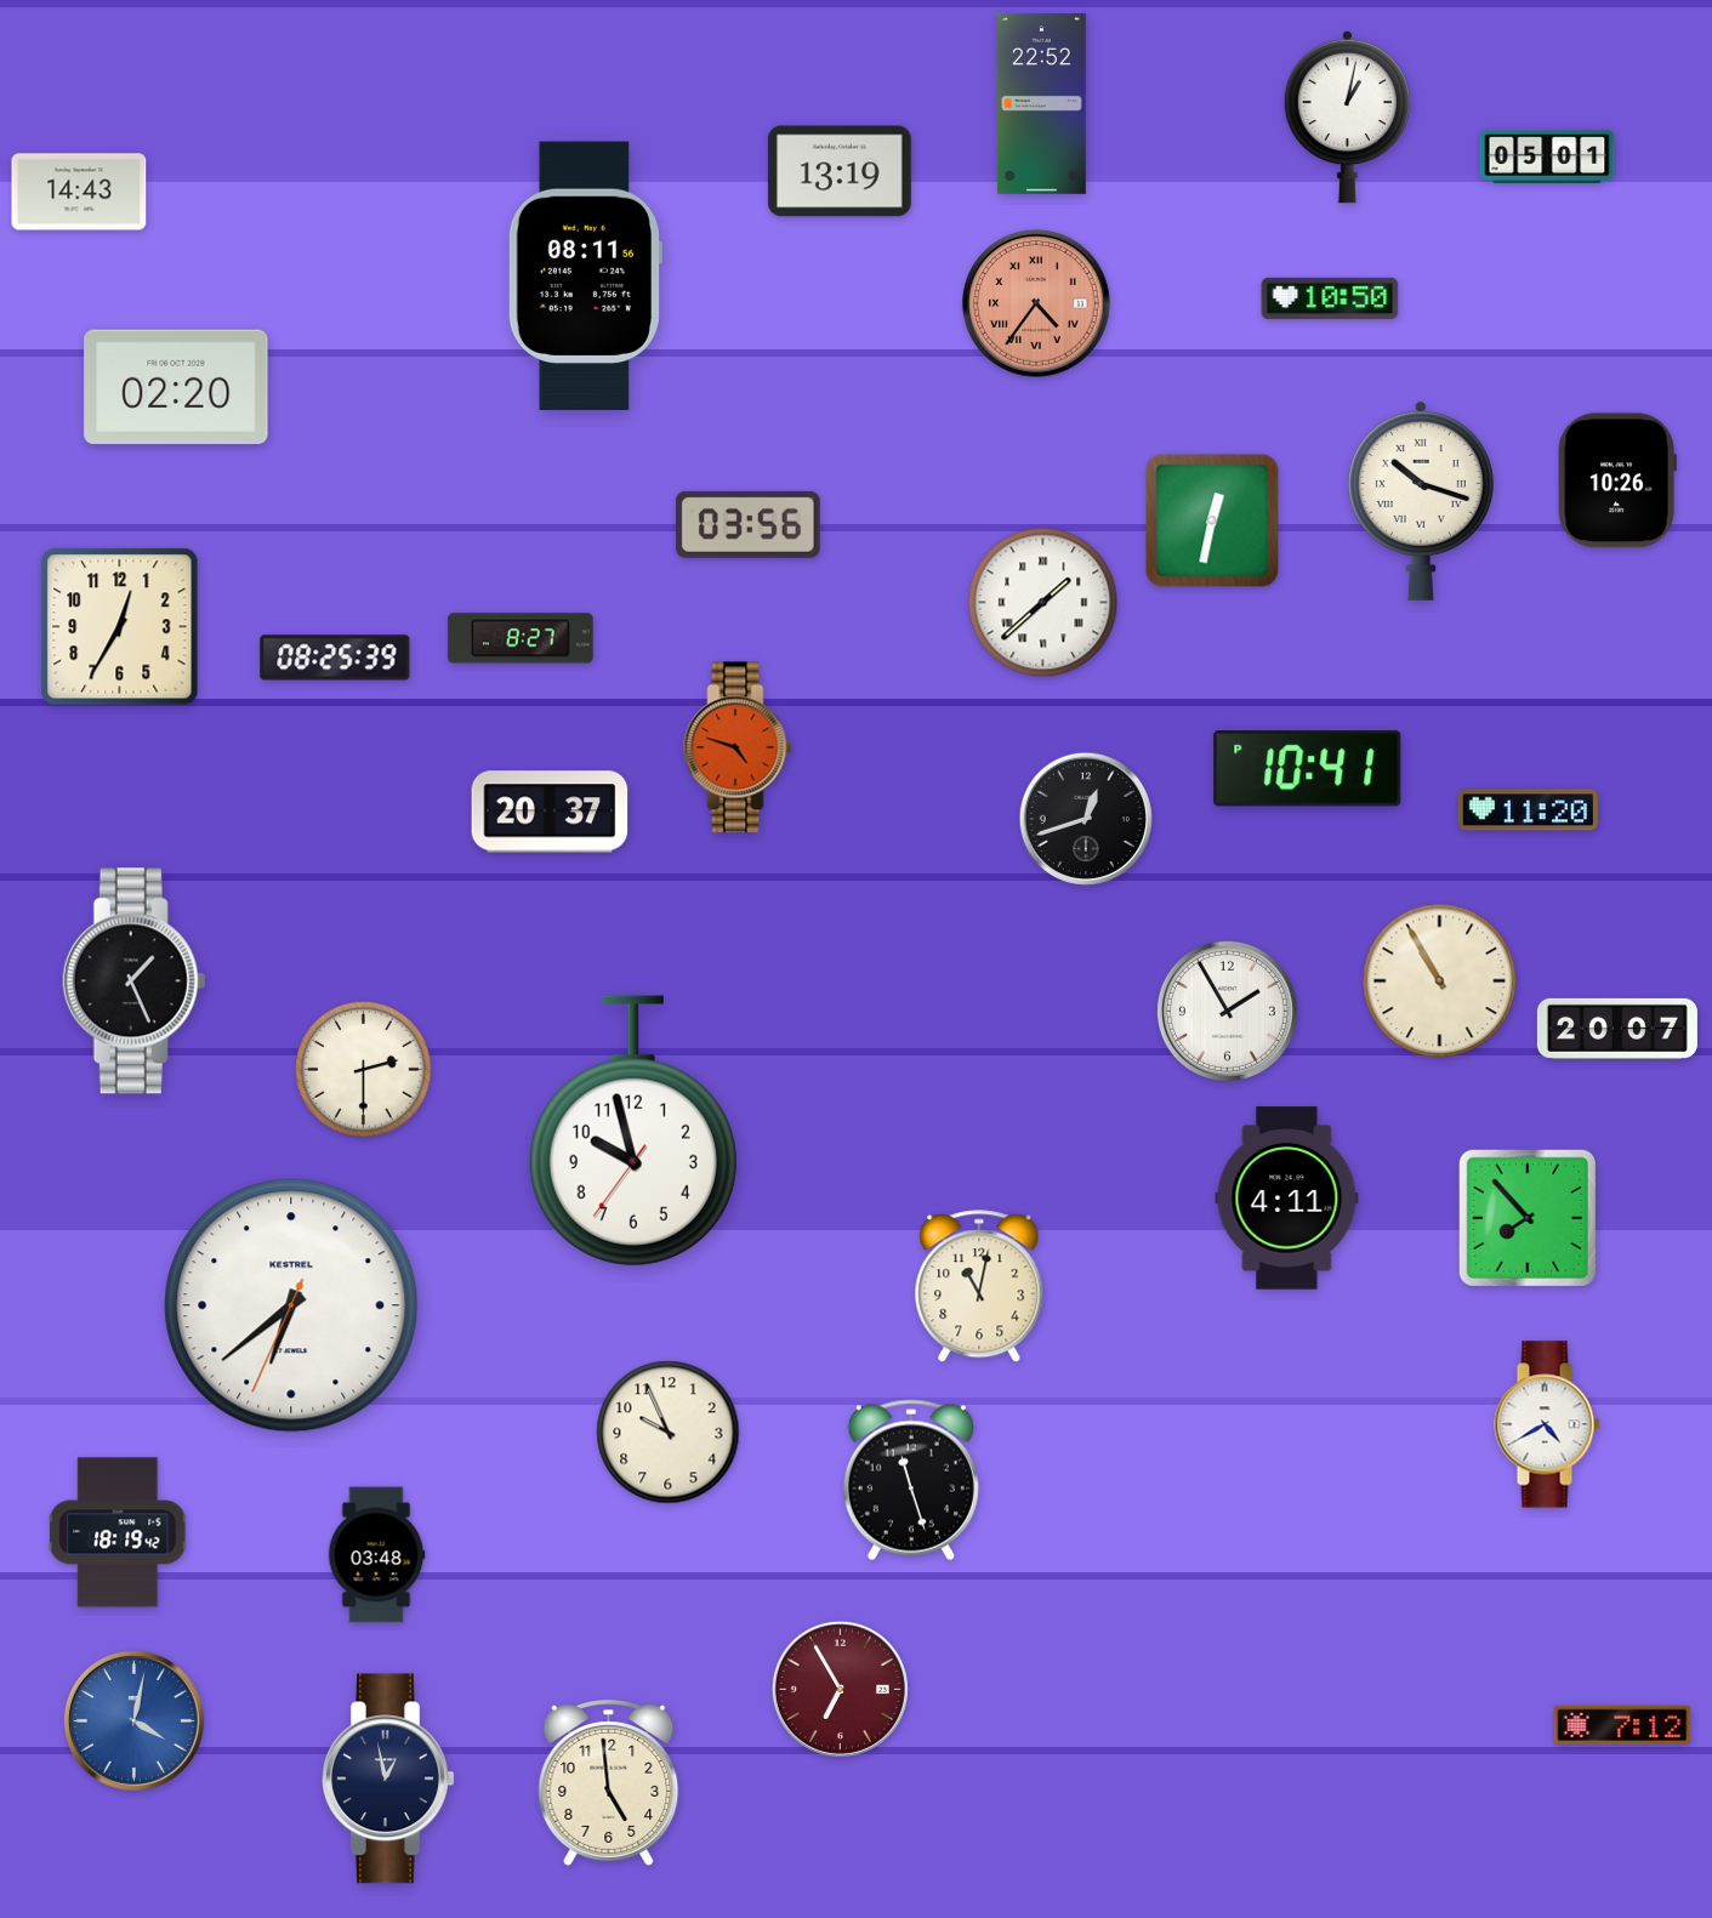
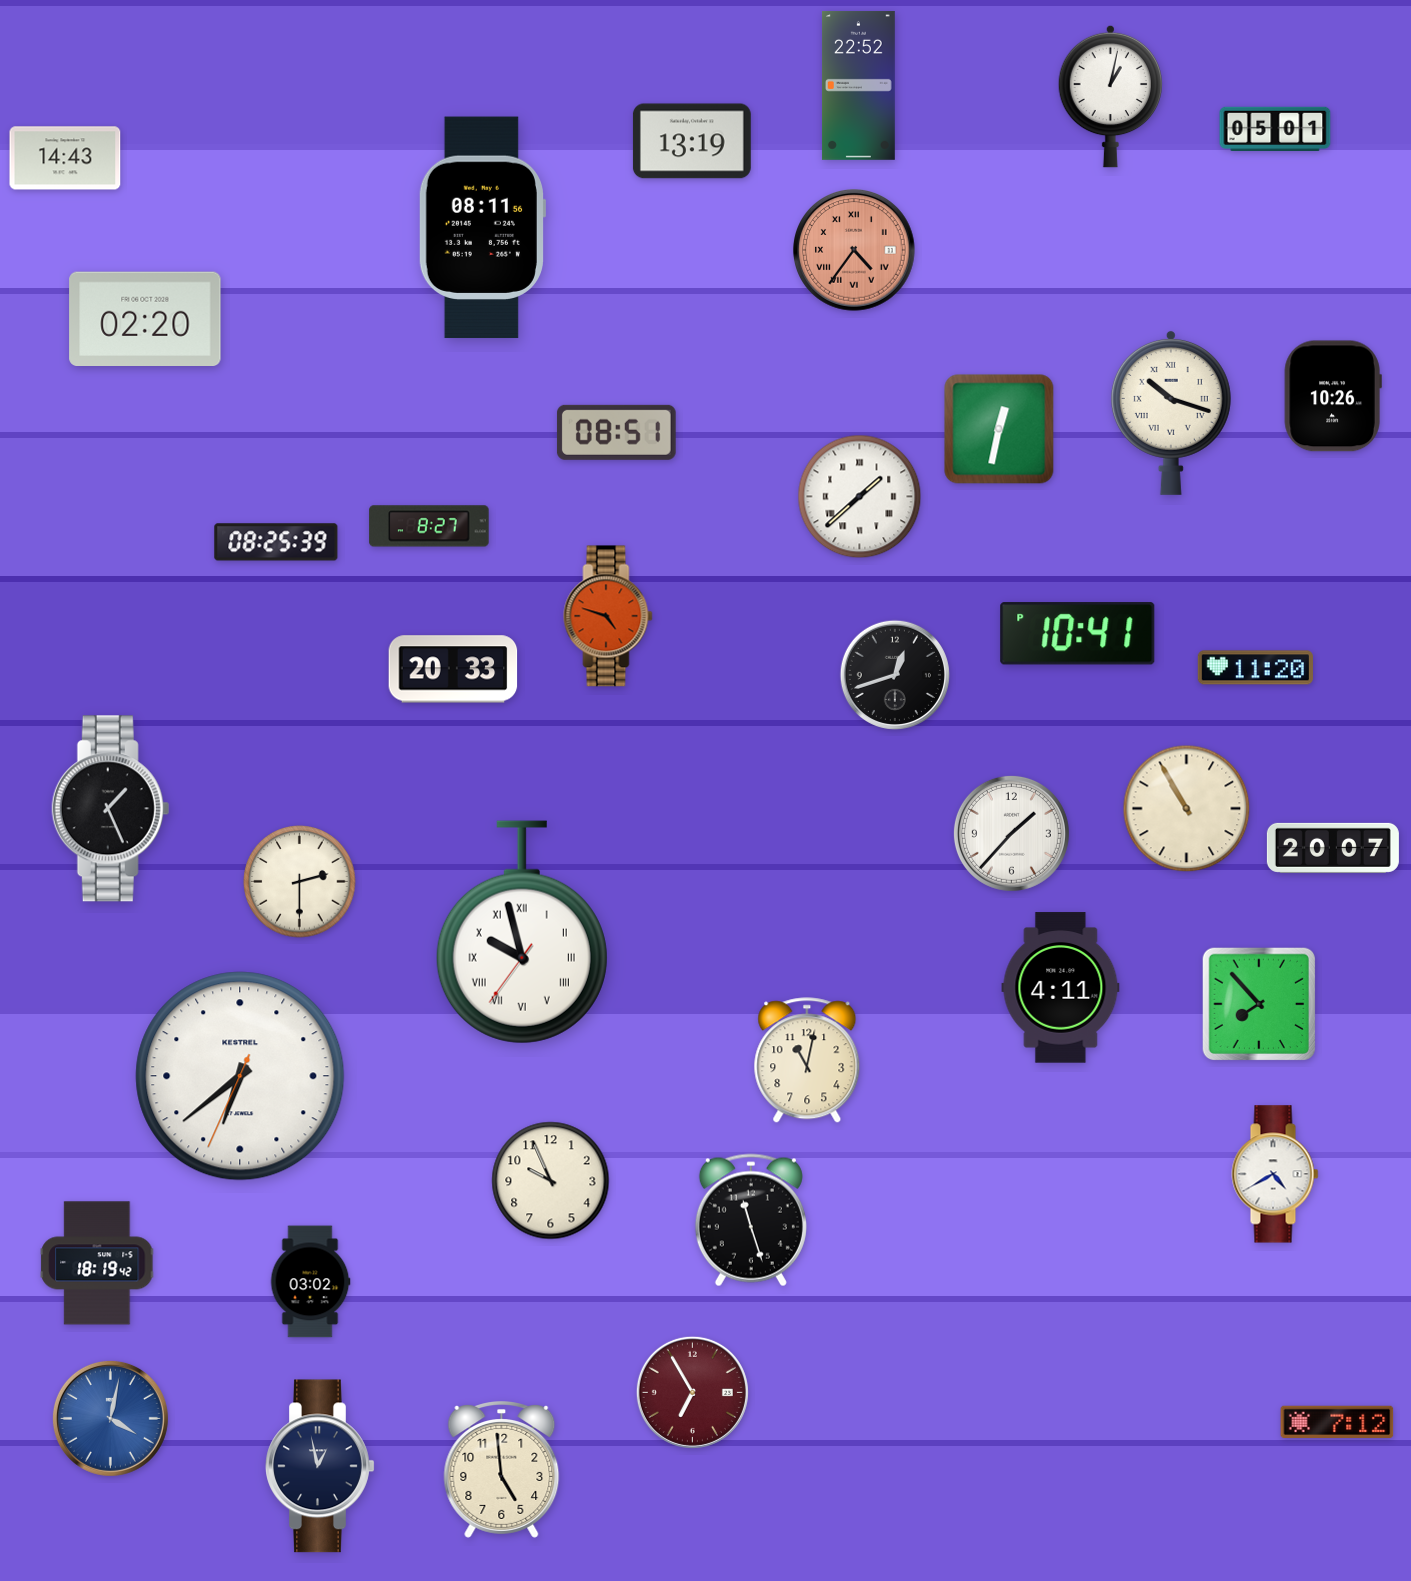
clock at (1330, 298): 10:50 -> none
clock at (747, 524): 03:56 -> 08:51
clock at (120, 627): 12:35 -> none
clock at (1528, 810) position: (1528, 810) -> (1255, 668)
clock at (550, 812): 20:37 -> 20:33
clock at (1227, 1011): 1:55 -> 1:37
clock at (633, 1131) numerals: Arabic -> Roman
clock at (376, 1555): 03:48 -> 03:02
